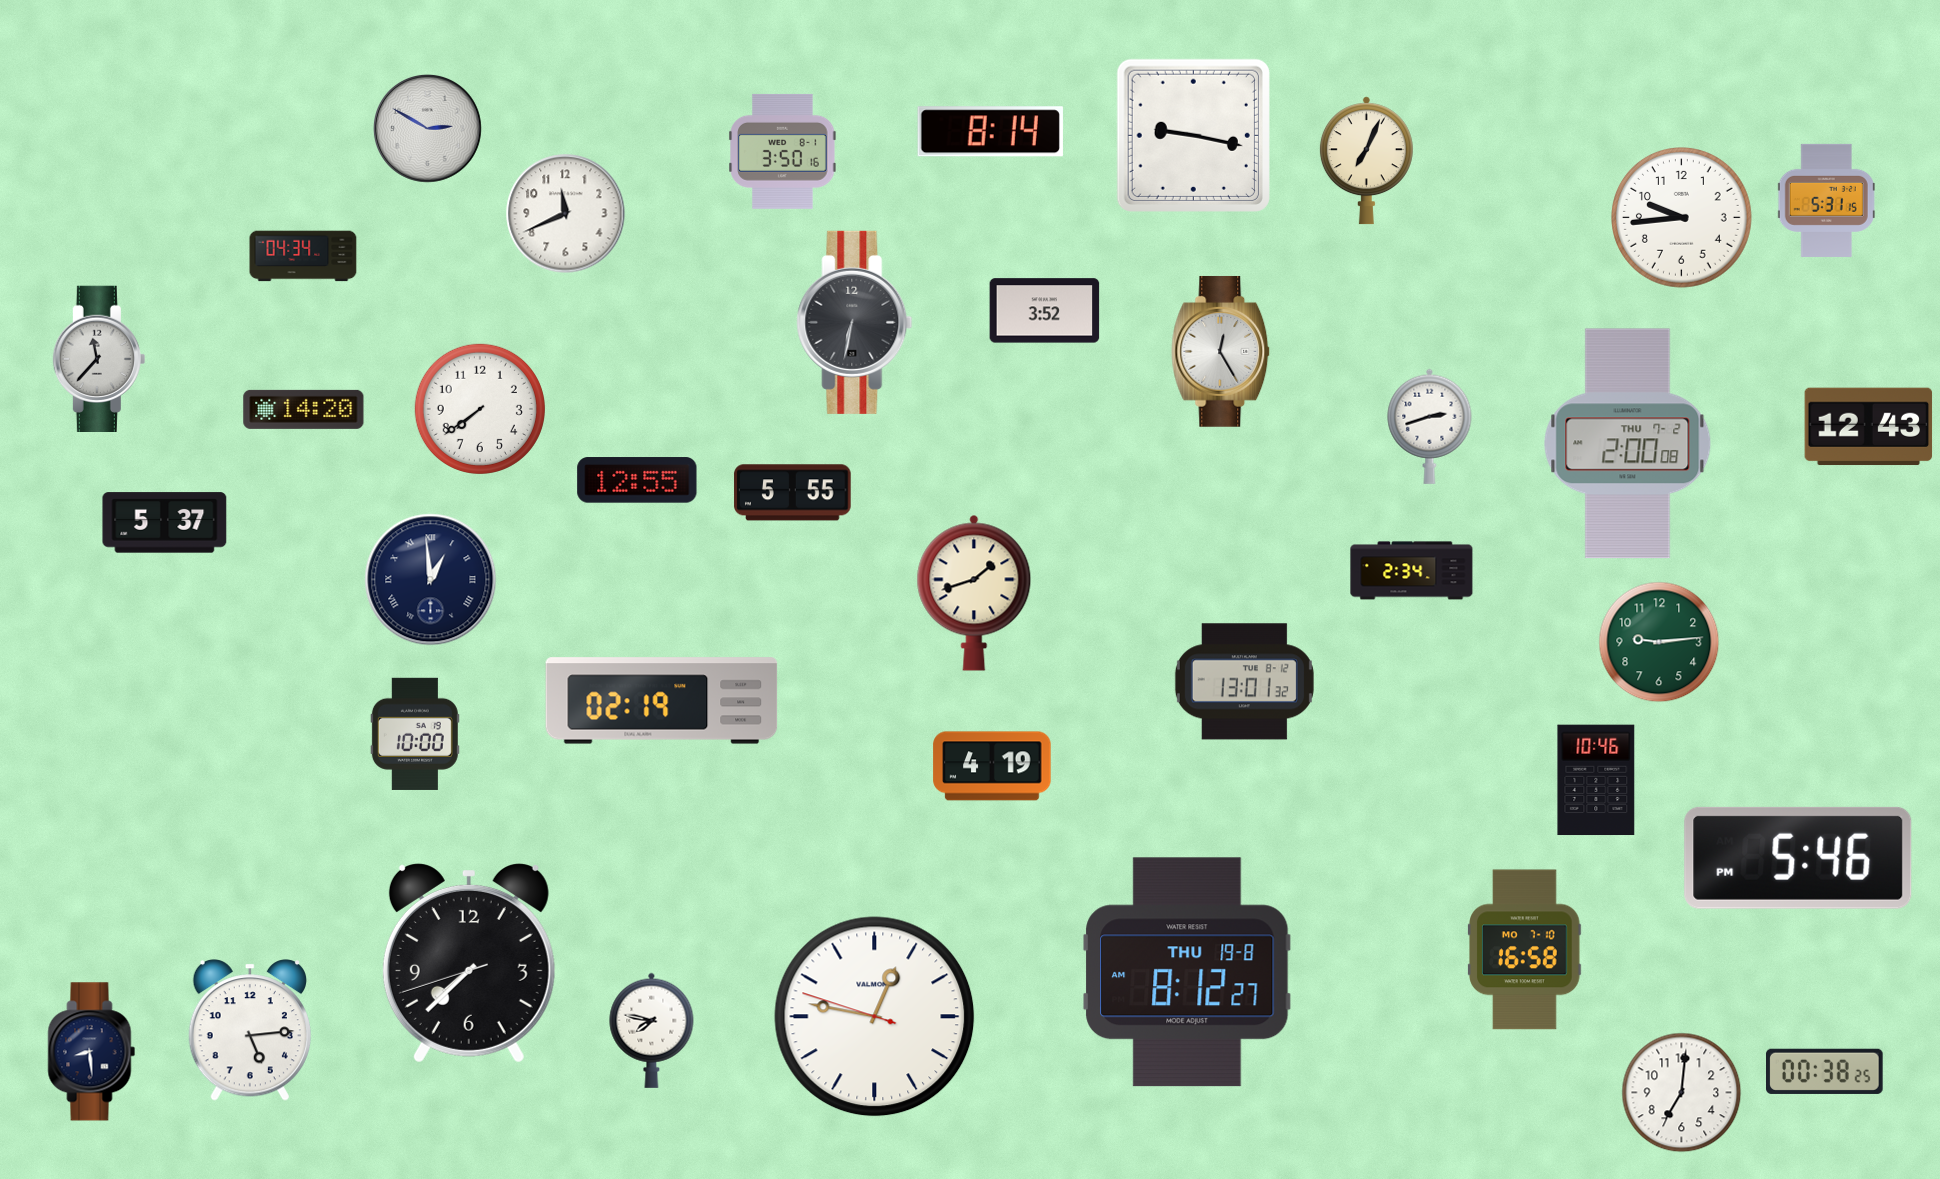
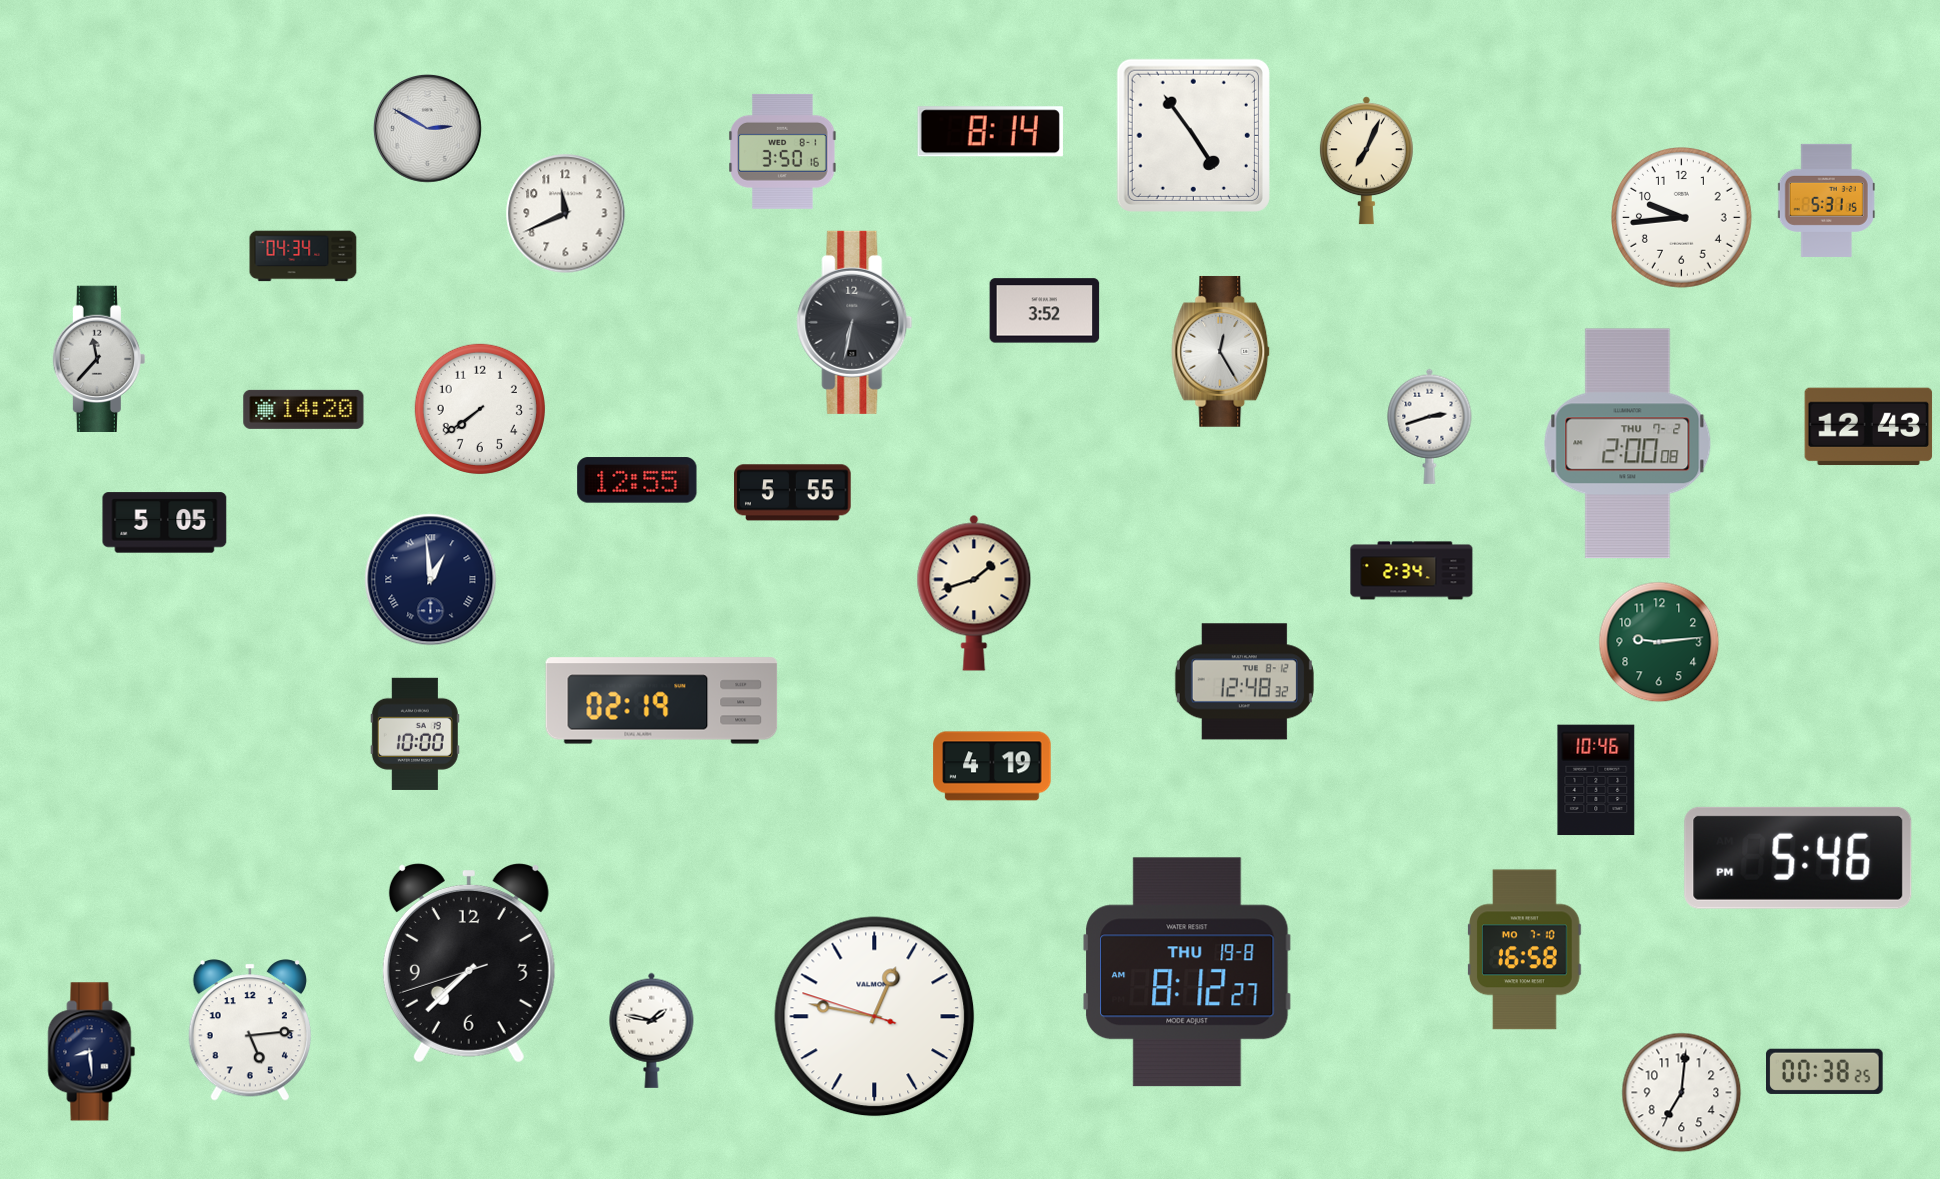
clock at (1193, 135): 9:17 -> 4:54
clock at (165, 523): 5:37 -> 5:05
clock at (1244, 682): 13:01 -> 12:48
clock at (652, 1030): 7:47 -> 1:47
